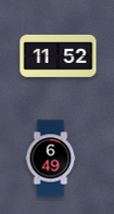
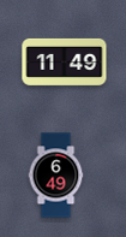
clock at (59, 55): 11:52 -> 11:49
